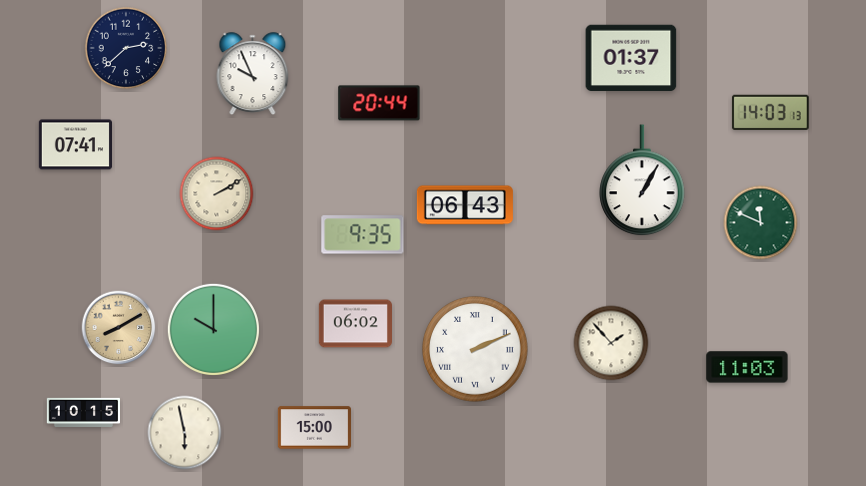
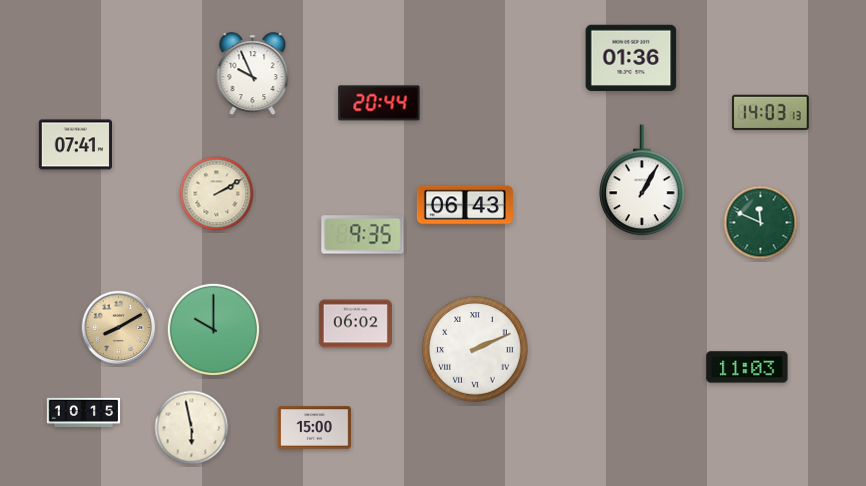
clock at (126, 48): 2:38 -> none
clock at (631, 58): 01:37 -> 01:36
clock at (611, 343): 1:53 -> none
clock at (185, 433) position: (185, 433) -> (192, 428)
